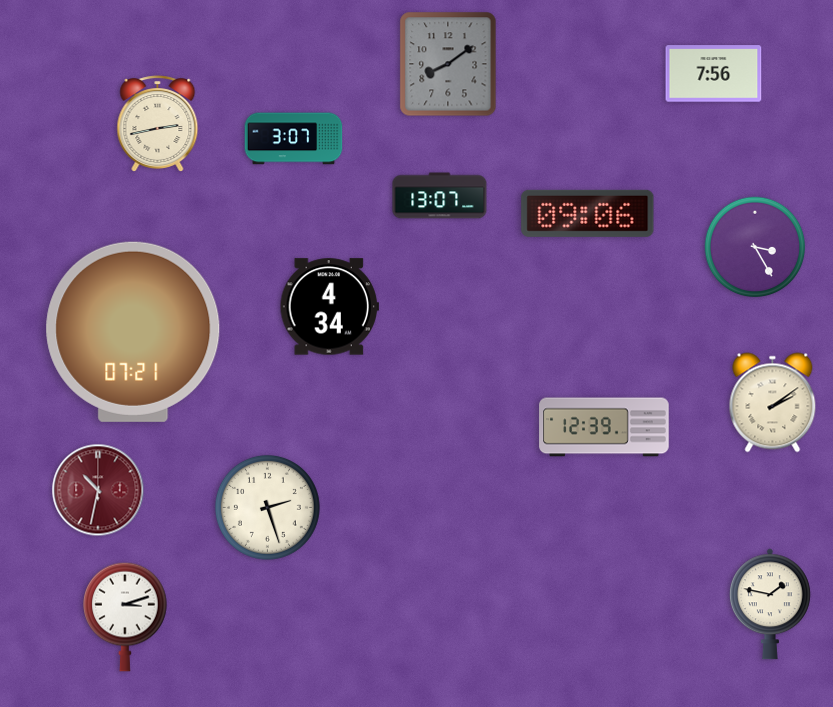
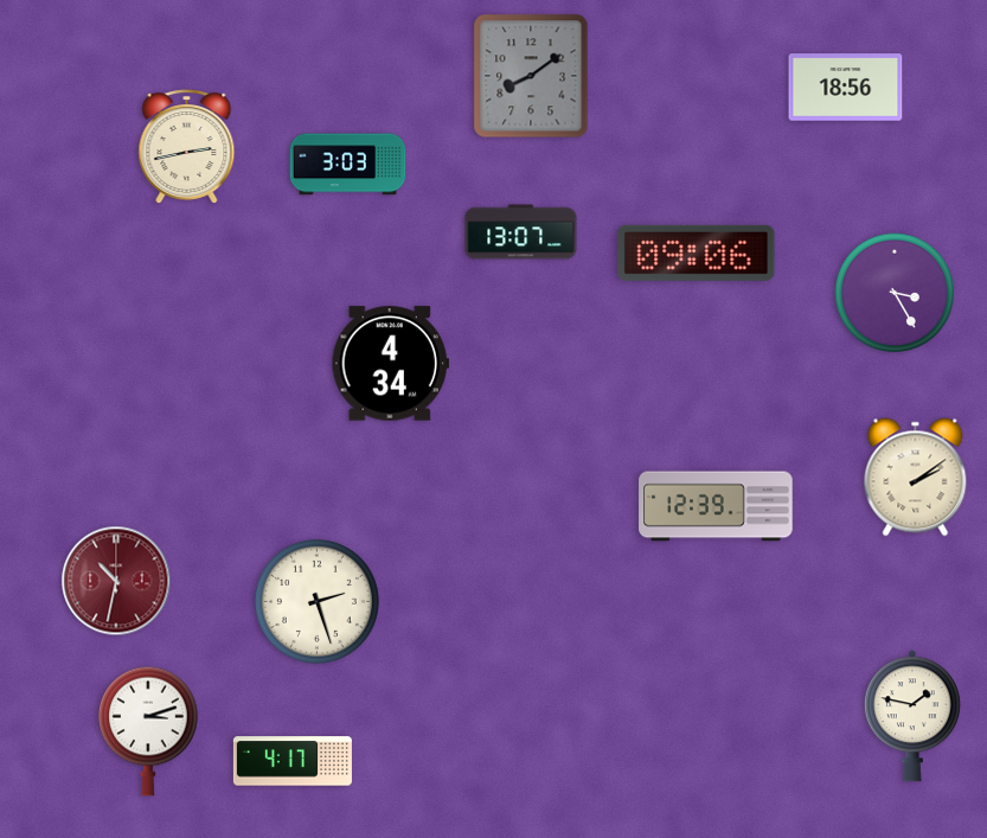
clock at (714, 74): 7:56 -> 18:56
clock at (294, 139): 3:07 -> 3:03
clock at (133, 332): 07:21 -> none
clock at (293, 761): none -> 4:17
